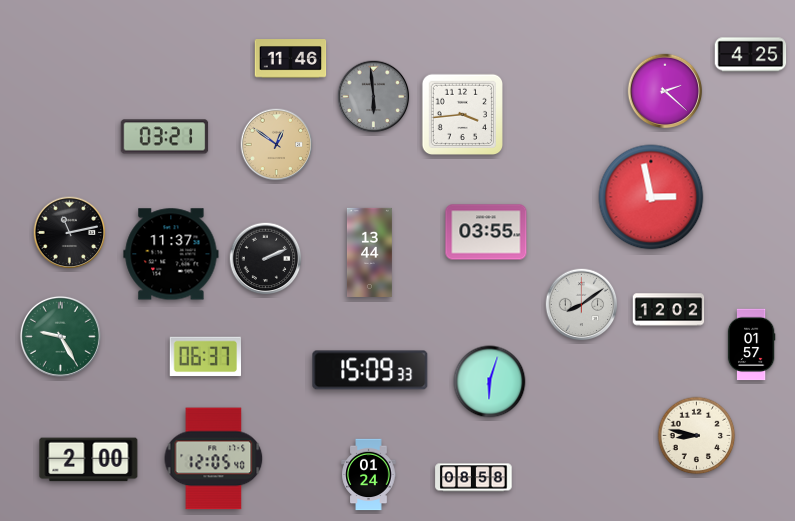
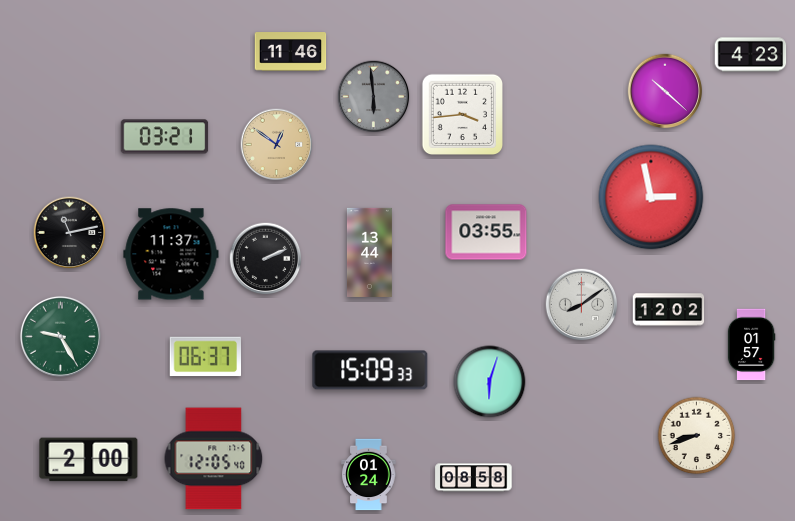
clock at (751, 55): 4:25 -> 4:23
clock at (291, 59) position: (291, 59) -> (291, 52)
clock at (665, 91): 2:22 -> 10:22
clock at (697, 436): 8:47 -> 8:42
